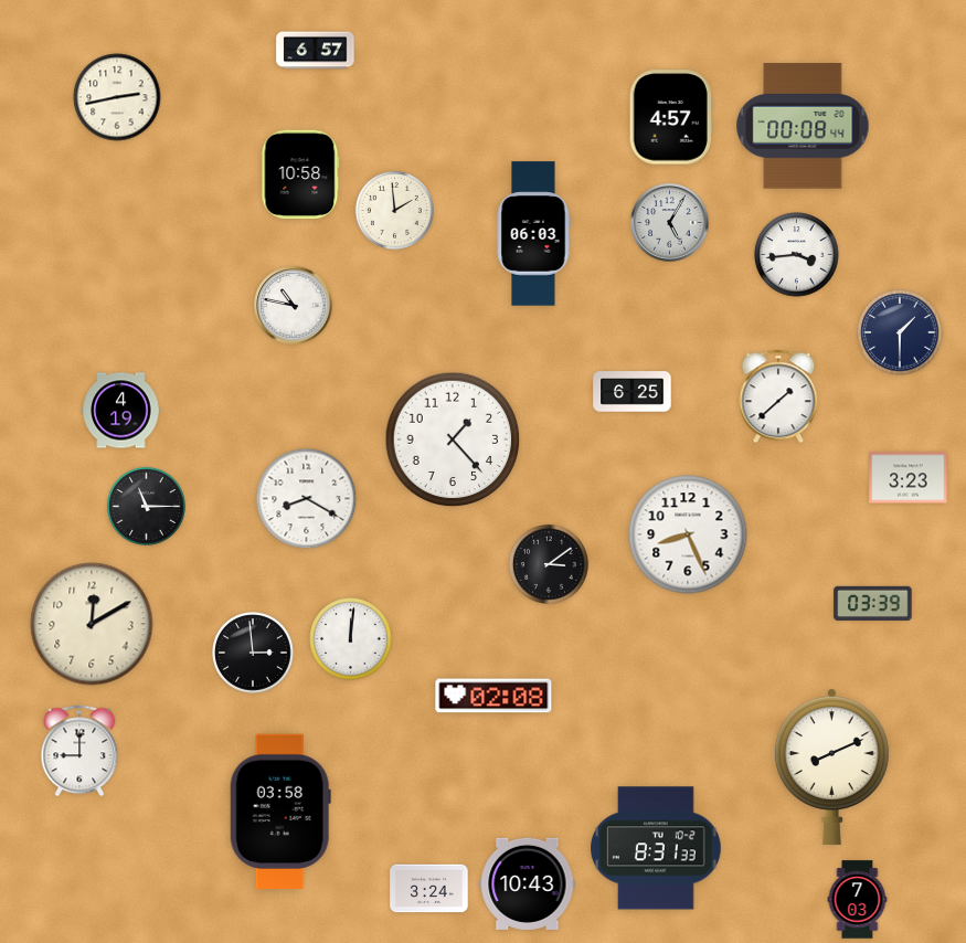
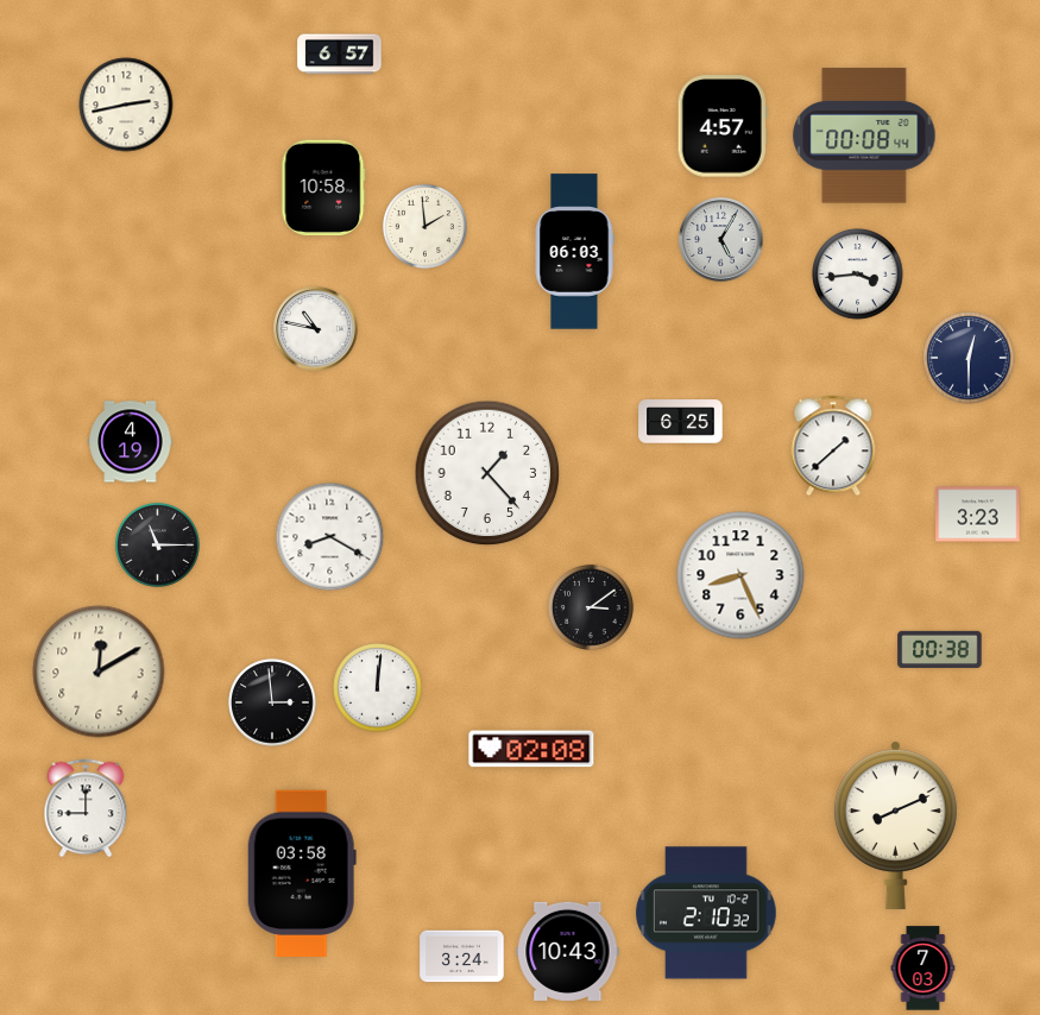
clock at (900, 332): 1:30 -> 12:30
clock at (778, 396) position: (778, 396) -> (833, 446)
clock at (873, 603): 03:39 -> 00:38
clock at (657, 848): 8:31 -> 2:10
